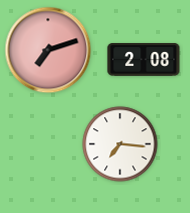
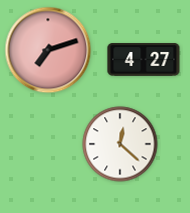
clock at (144, 60): 2:08 -> 4:27
clock at (120, 144): 7:16 -> 12:22
